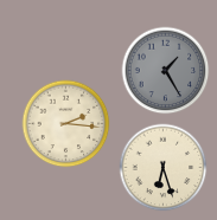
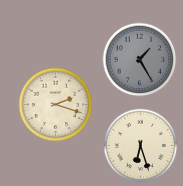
clock at (66, 124): 2:16 -> 2:18
clock at (164, 168) position: (164, 168) -> (141, 146)
